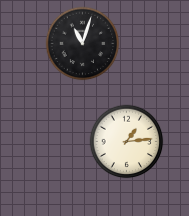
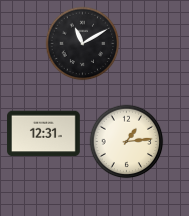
clock at (83, 44): 11:03 -> 11:10
clock at (44, 134): none -> 12:31
